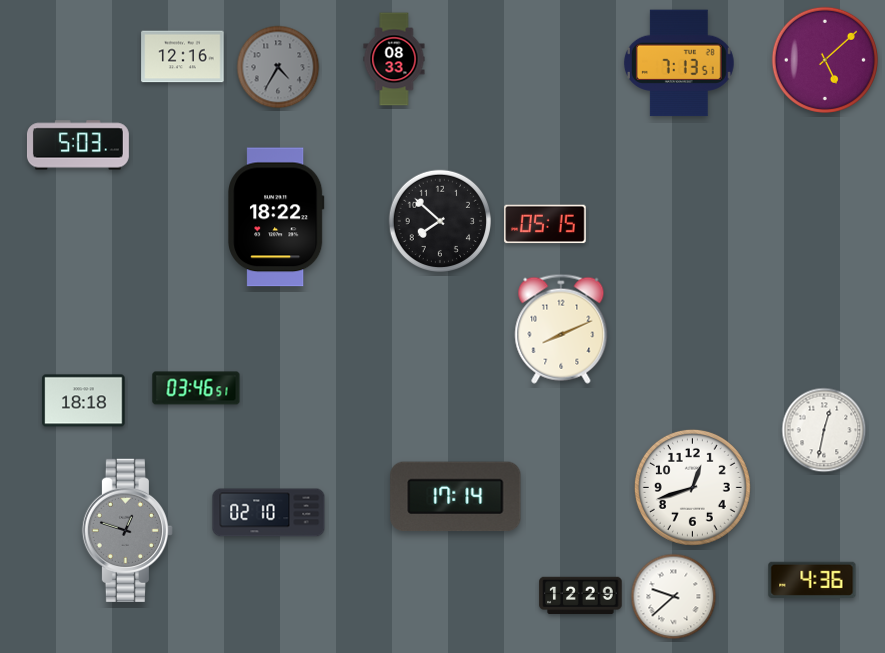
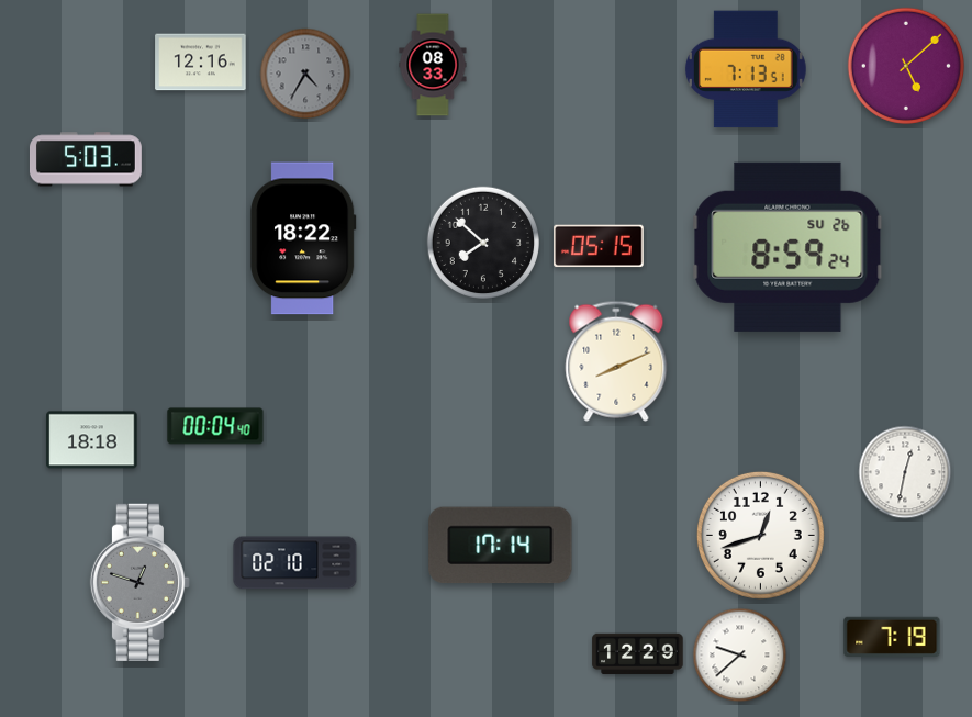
clock at (787, 247): none -> 8:59
clock at (196, 388): 03:46 -> 00:04
clock at (812, 579): 4:36 -> 7:19
